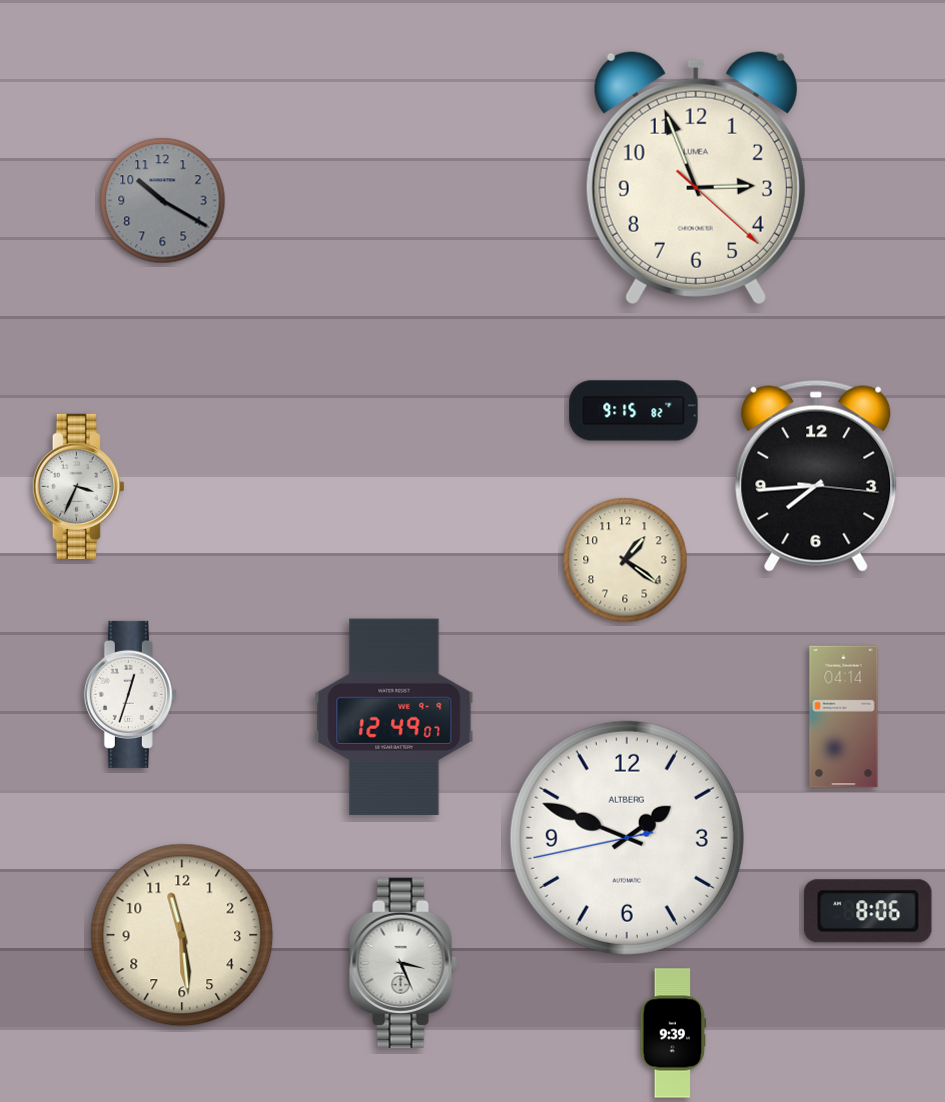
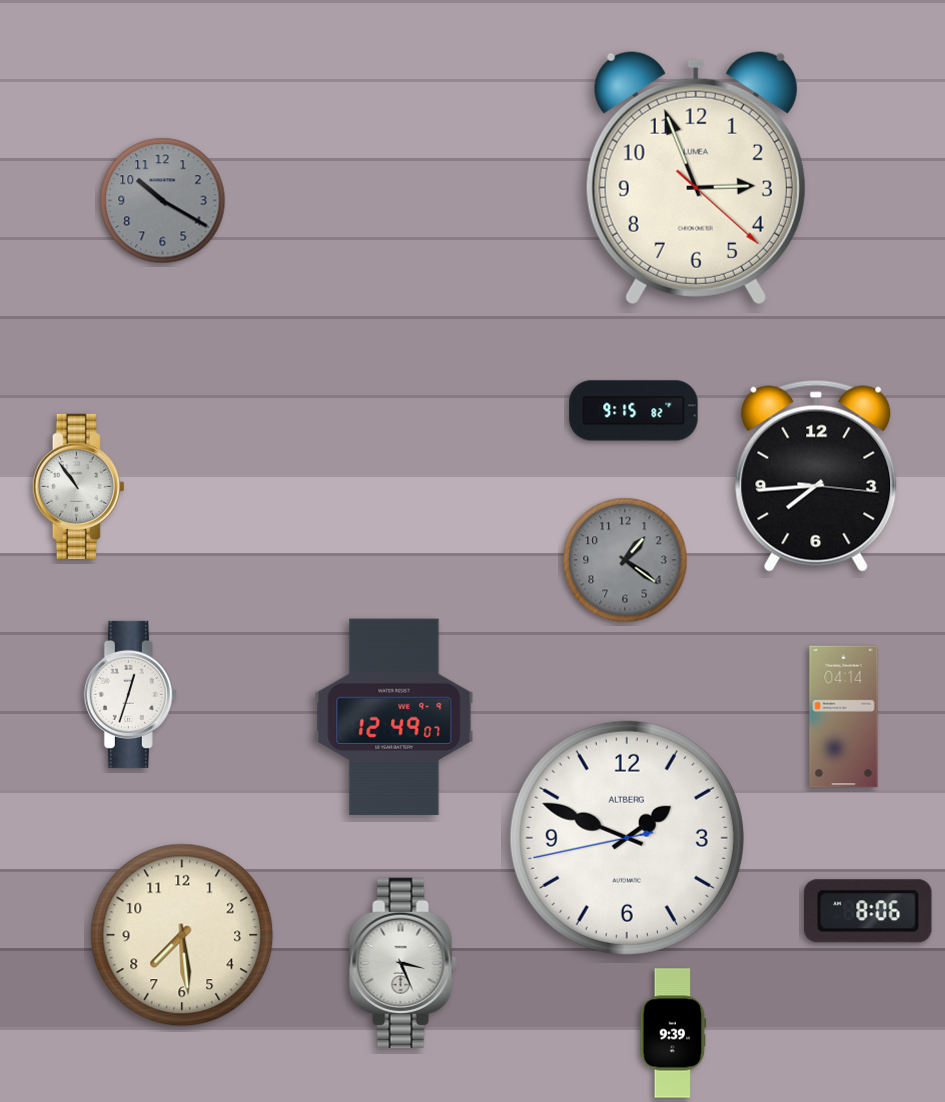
clock at (78, 486): 3:34 -> 10:54
clock at (625, 560) dial: cream -> grey
clock at (182, 935): 11:29 -> 7:29
